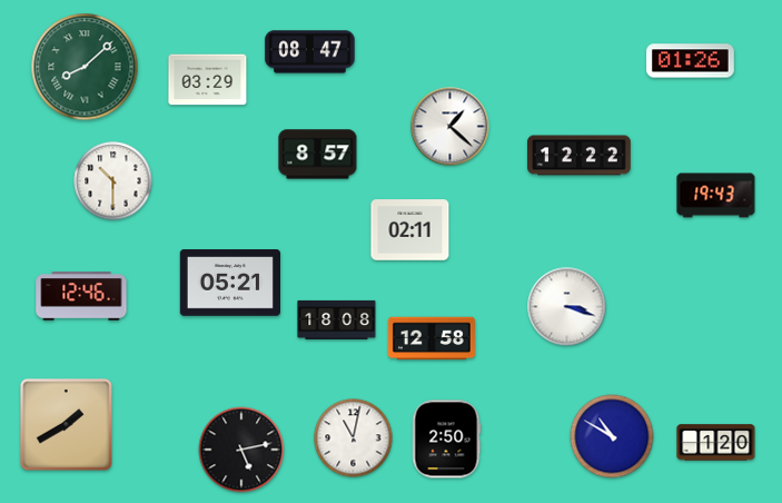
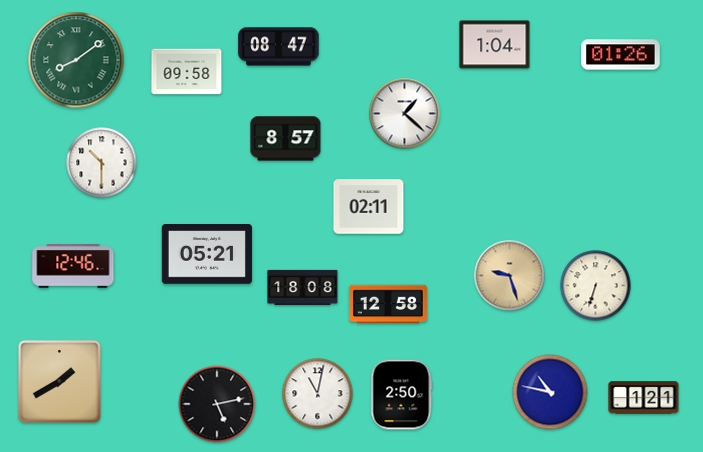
clock at (495, 45): none -> 1:04
clock at (85, 67): 8:08 -> 8:09
clock at (208, 80): 03:29 -> 09:58
clock at (580, 156): 12:22 -> none
clock at (716, 196): 19:43 -> none
clock at (567, 307): 3:18 -> 9:27
clock at (567, 307) dial: white -> champagne
clock at (596, 286): none -> 6:33
clock at (612, 436): 10:50 -> 10:47
clock at (716, 443): 1:20 -> 1:21
